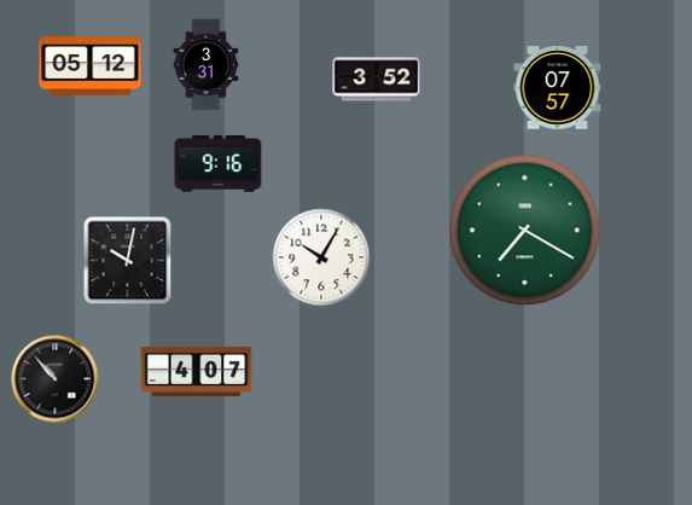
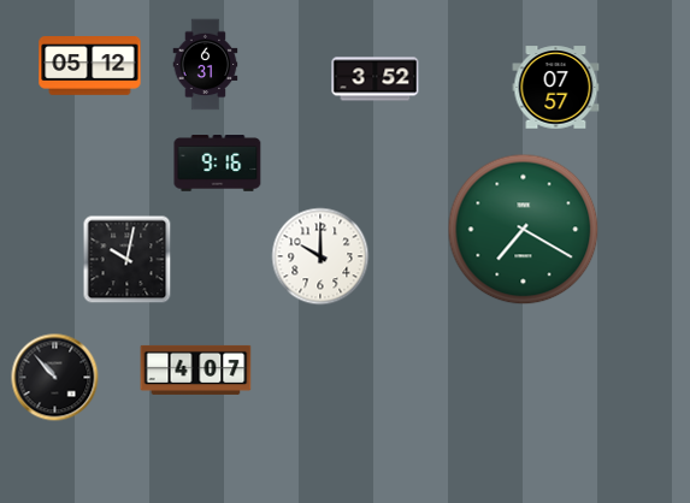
clock at (207, 65): 3:31 -> 6:31
clock at (321, 257): 10:05 -> 10:00
